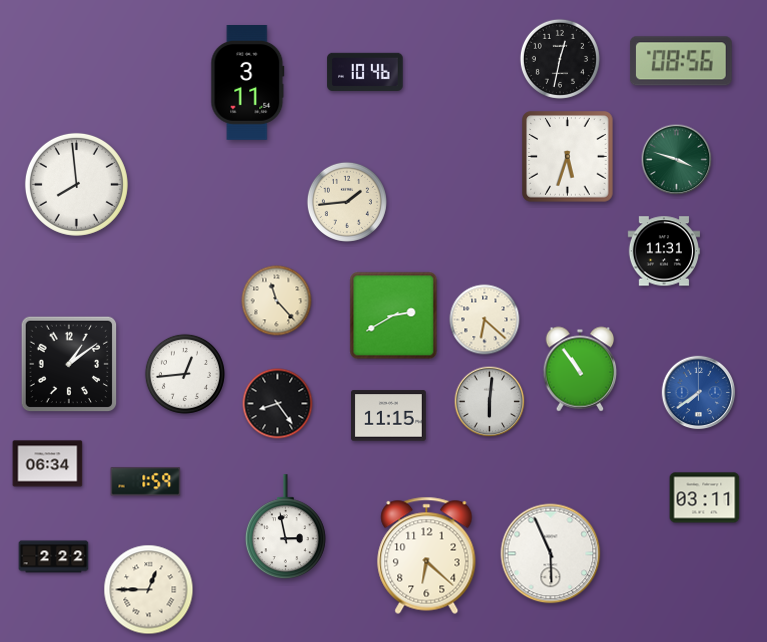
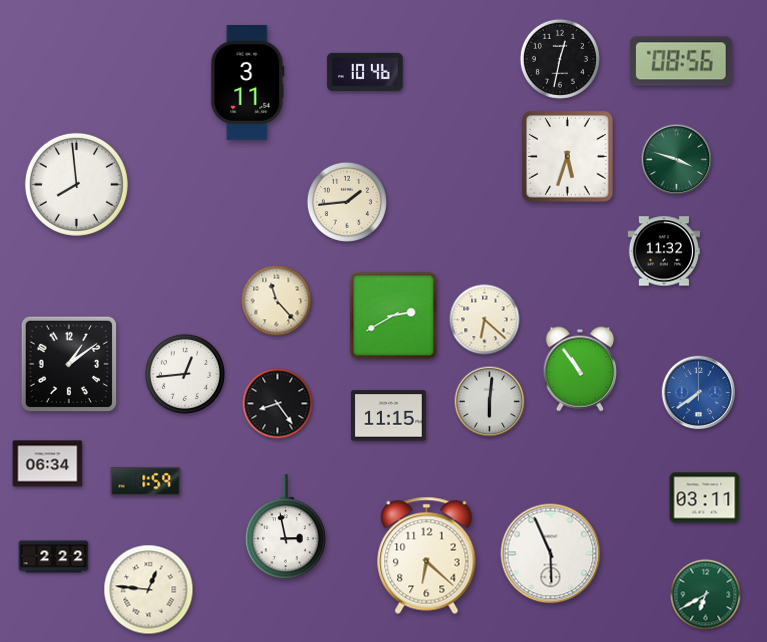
clock at (663, 251): 11:31 -> 11:32
clock at (149, 590): 12:45 -> 12:46
clock at (706, 595): none -> 6:40
